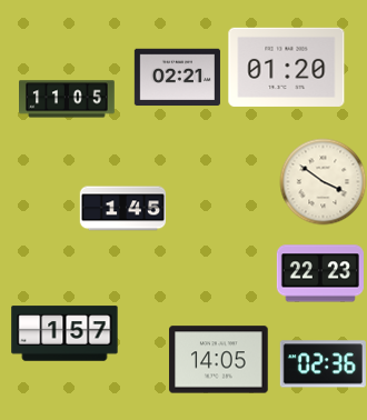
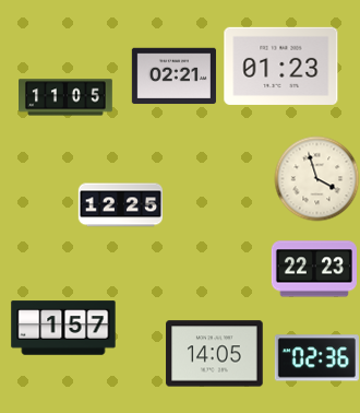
clock at (287, 67): 01:20 -> 01:23
clock at (323, 181): 3:51 -> 3:57
clock at (122, 209): 1:45 -> 12:25
